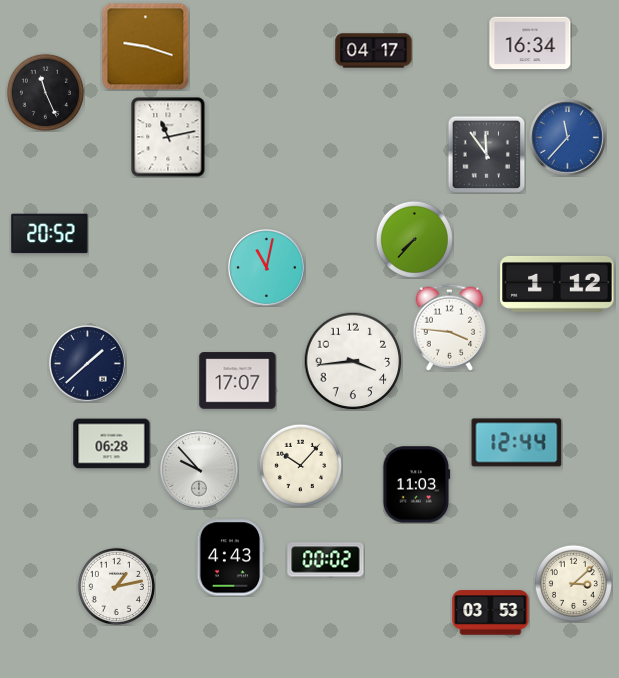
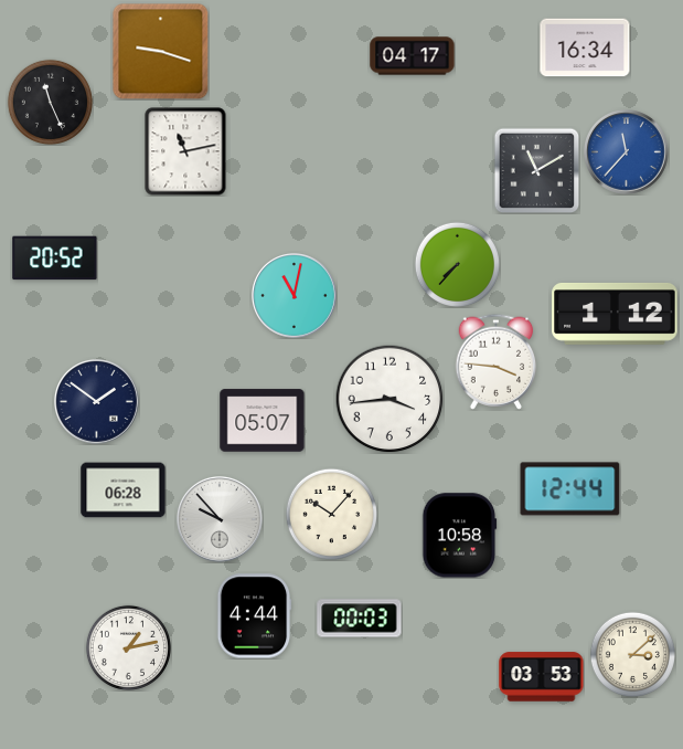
clock at (486, 154): 11:54 -> 11:10
clock at (88, 364): 1:38 -> 1:51
clock at (238, 381): 17:07 -> 05:07
clock at (417, 485): 11:03 -> 10:58
clock at (230, 558): 4:43 -> 4:44
clock at (326, 560): 00:02 -> 00:03
clock at (573, 583) position: (573, 583) -> (632, 654)
